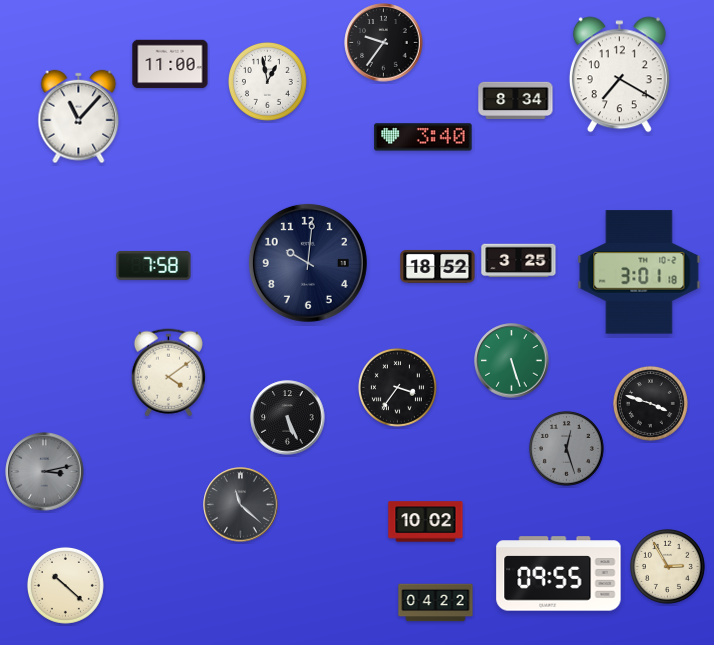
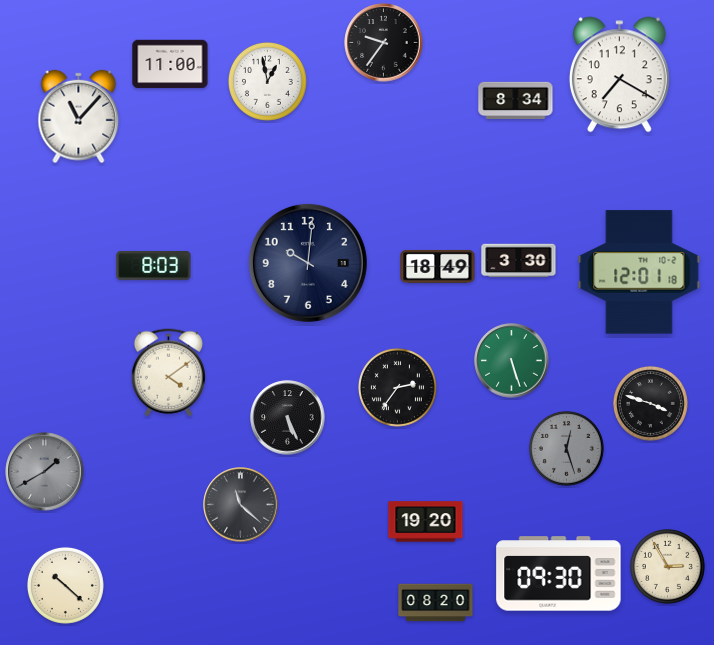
clock at (423, 137): 3:40 -> none
clock at (519, 261): 3:25 -> 3:30
clock at (154, 265): 7:58 -> 8:03
clock at (438, 266): 18:52 -> 18:49
clock at (639, 272): 3:01 -> 12:01
clock at (397, 387): 3:36 -> 2:36
clock at (45, 472): 3:13 -> 1:40
clock at (426, 522): 10:02 -> 19:20
clock at (559, 574): 09:55 -> 09:30
clock at (436, 603): 04:22 -> 08:20
